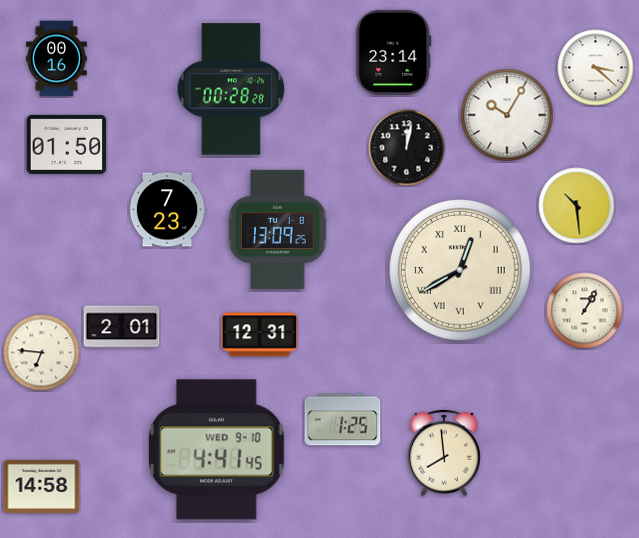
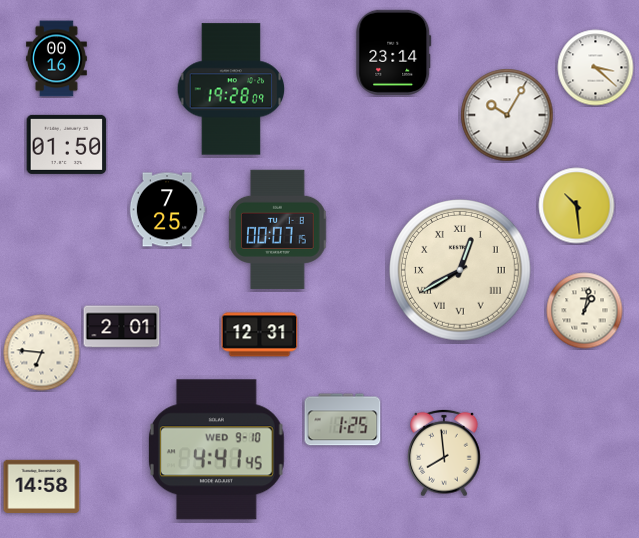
clock at (231, 89): 00:28 -> 19:28
clock at (407, 148): 12:02 -> none
clock at (167, 210): 7:23 -> 7:25
clock at (278, 229): 13:09 -> 00:07
clock at (585, 311): 1:05 -> 1:02
